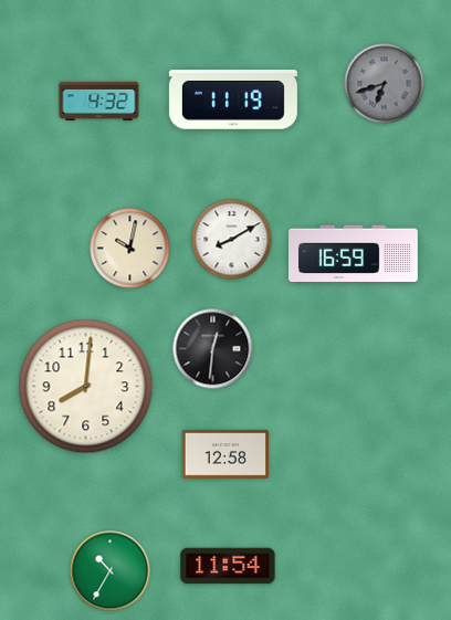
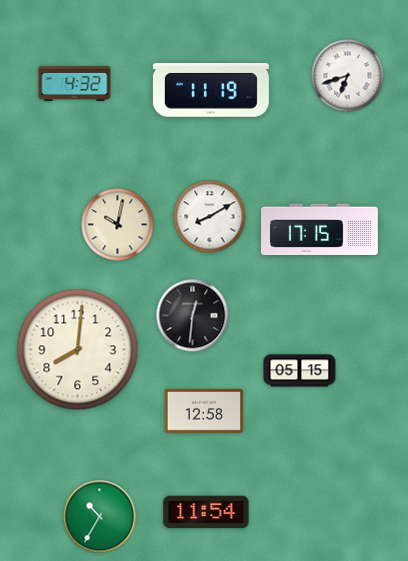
clock at (385, 84) dial: grey -> white
clock at (99, 101) position: (99, 101) -> (75, 83)
clock at (354, 254): 16:59 -> 17:15
clock at (300, 371): none -> 05:15
